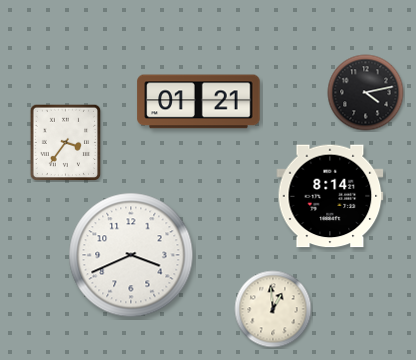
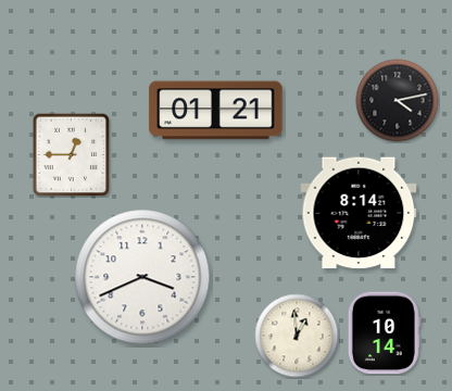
clock at (66, 142): 3:36 -> 12:45
clock at (384, 333): none -> 10:14
